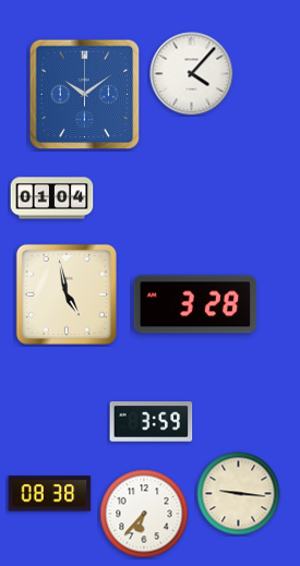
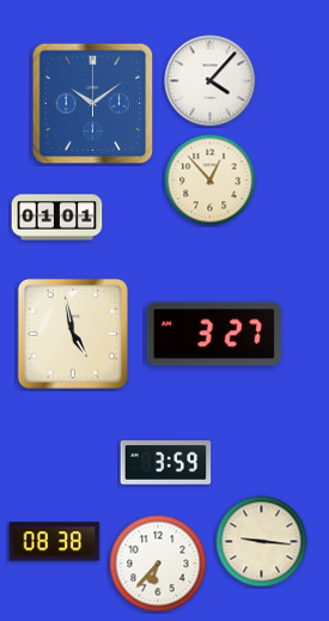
clock at (211, 181): none -> 12:53
clock at (52, 198): 01:04 -> 01:01
clock at (67, 294) position: (67, 294) -> (73, 334)
clock at (195, 304): 3:28 -> 3:27
